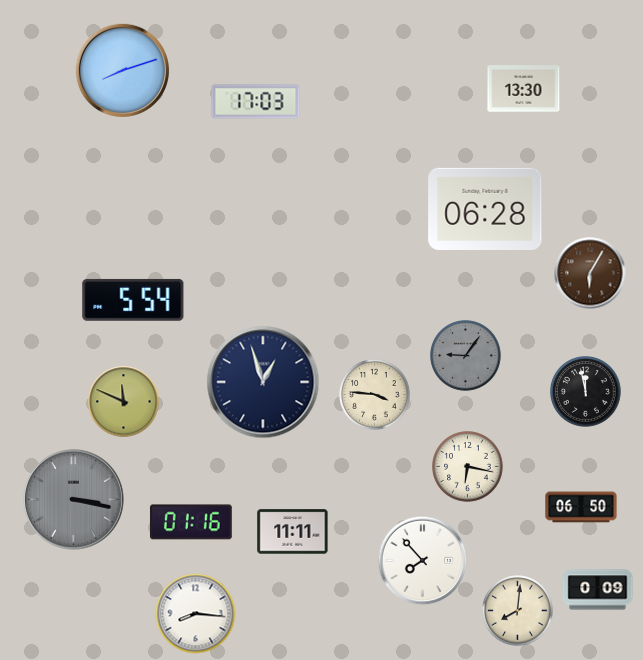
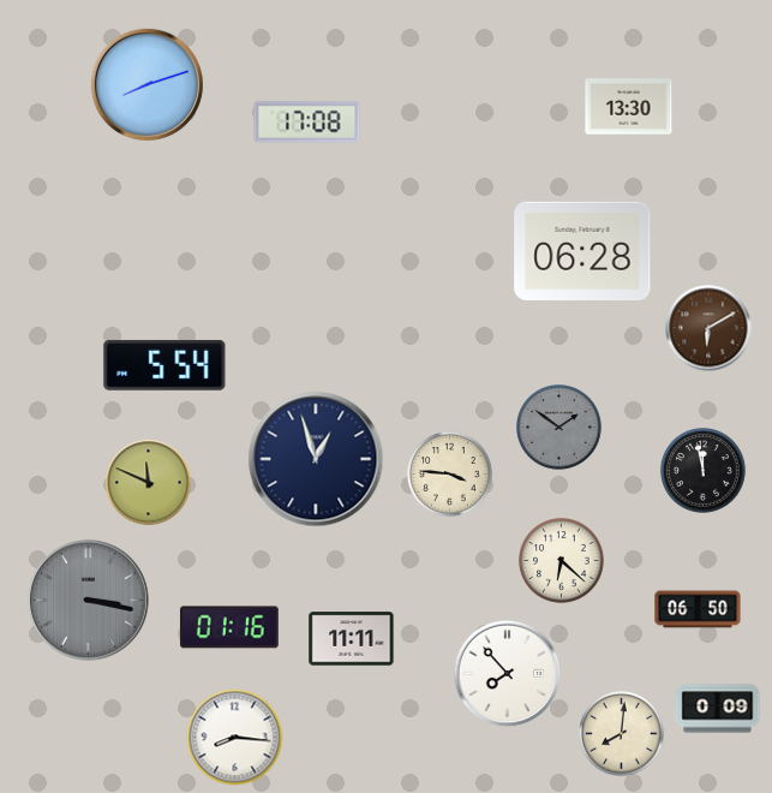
clock at (256, 102): 17:03 -> 17:08
clock at (590, 273): 6:05 -> 6:10
clock at (133, 300) position: (133, 300) -> (164, 365)
clock at (466, 356): 9:06 -> 1:51
clock at (468, 467): 6:17 -> 6:22
